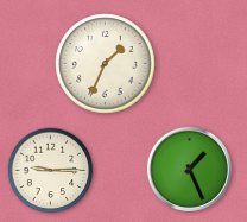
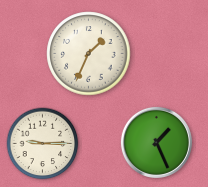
clock at (189, 169) position: (189, 169) -> (156, 142)
